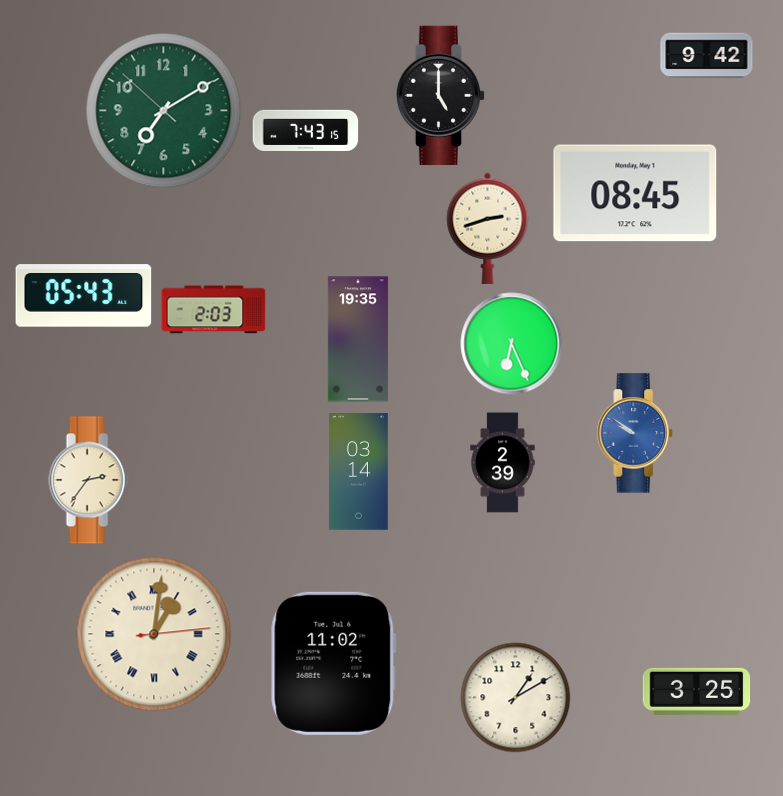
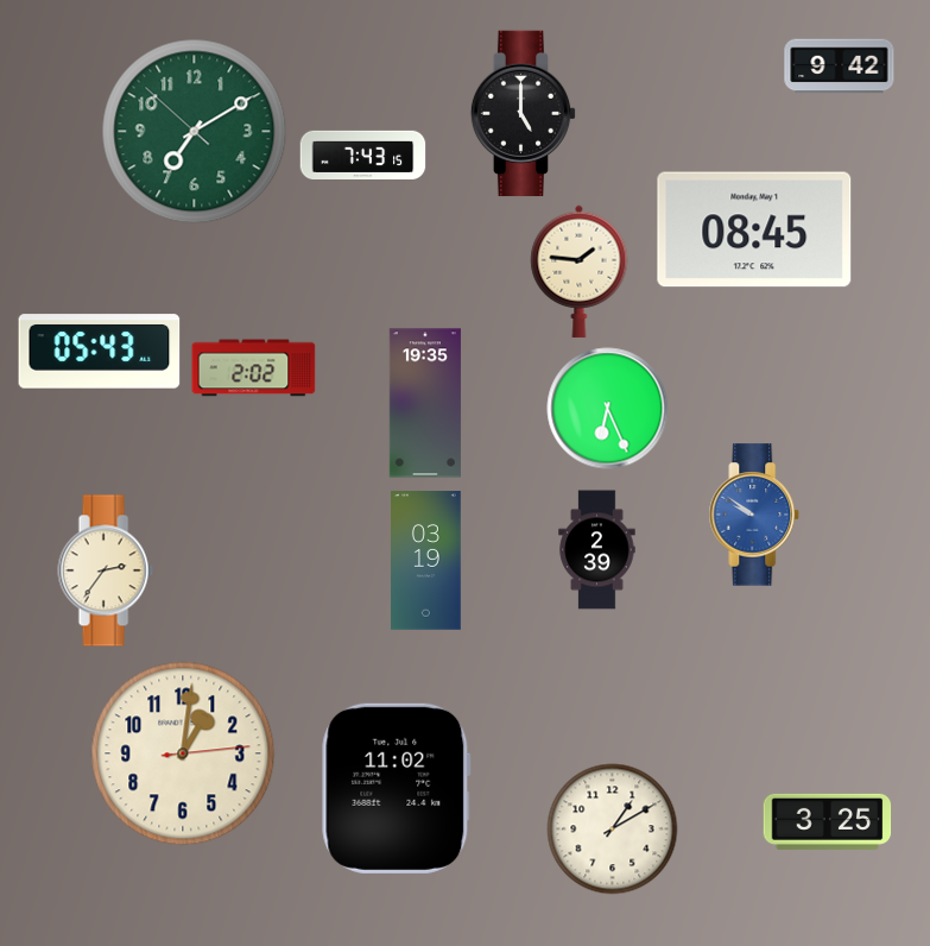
clock at (488, 228): 2:42 -> 1:46
clock at (214, 310): 2:03 -> 2:02
clock at (359, 472): 03:14 -> 03:19
clock at (154, 634) numerals: Roman -> Arabic
